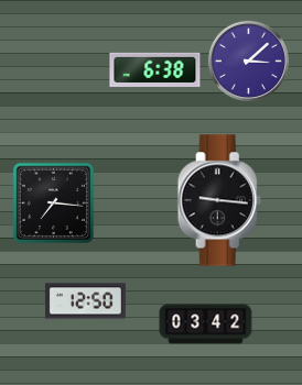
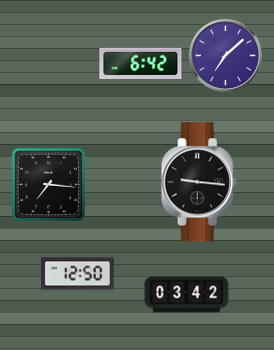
clock at (248, 61): 3:08 -> 7:08
clock at (155, 69): 6:38 -> 6:42
